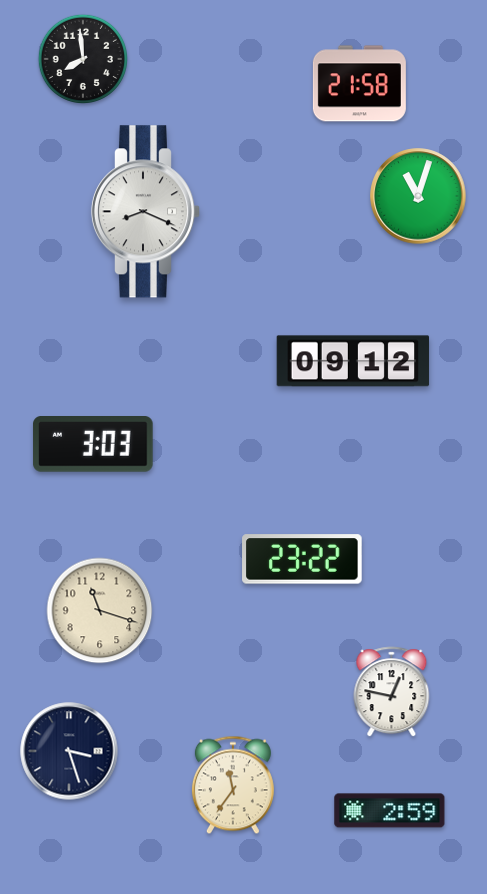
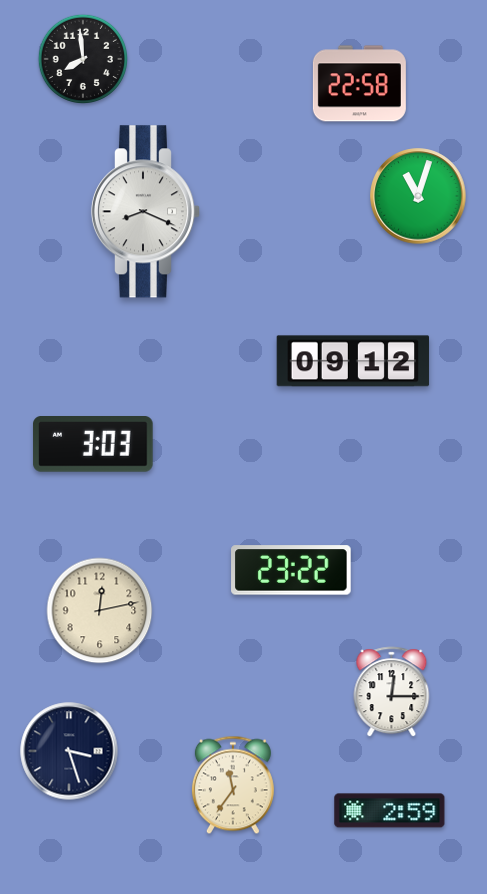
clock at (359, 84): 21:58 -> 22:58
clock at (302, 559) position: (302, 559) -> (291, 570)
clock at (100, 611): 11:18 -> 12:13
clock at (392, 692): 12:47 -> 12:15
